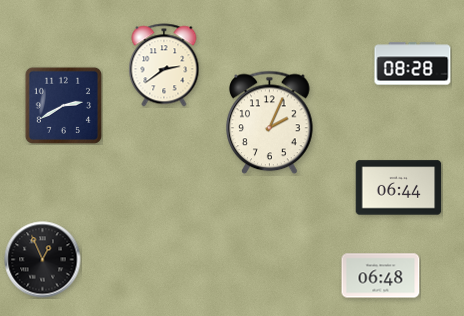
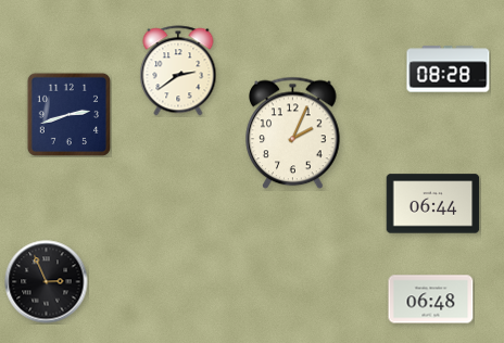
clock at (63, 105): 2:40 -> 2:42
clock at (43, 260): 12:56 -> 2:56
clock at (381, 276) position: (381, 276) -> (431, 300)
